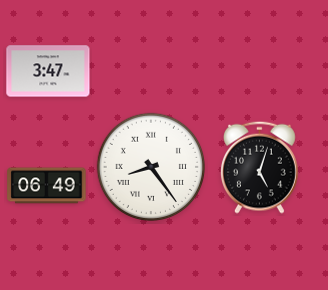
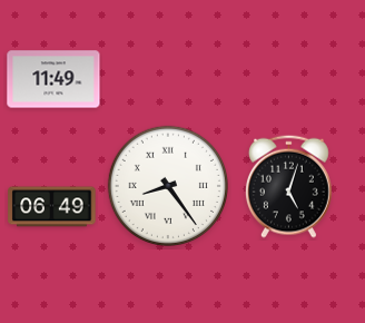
clock at (48, 71): 3:47 -> 11:49
